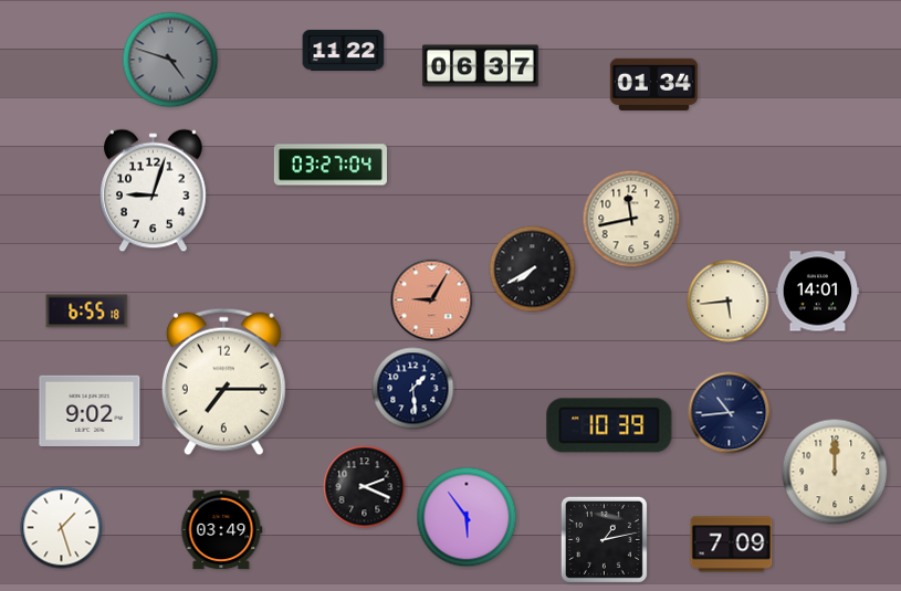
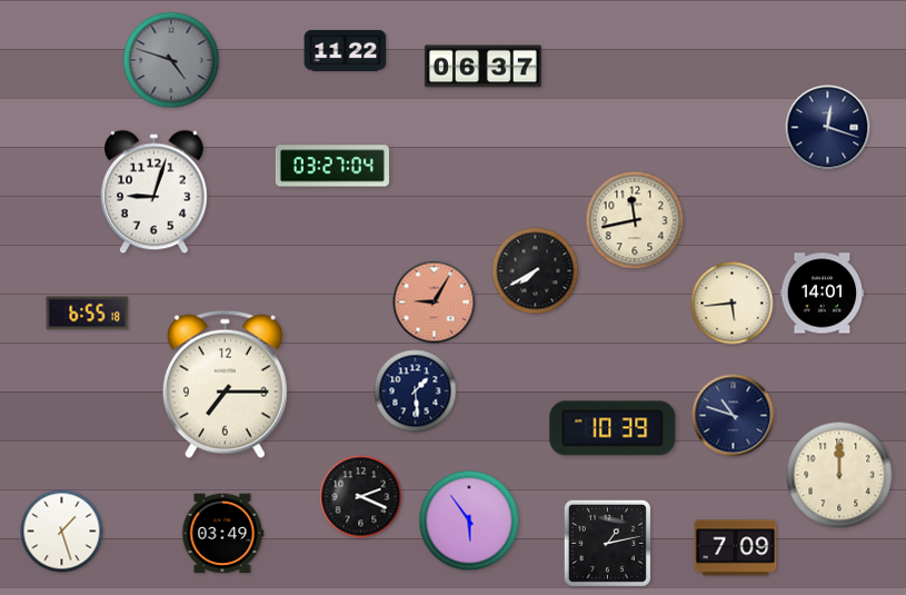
clock at (653, 84): 01:34 -> none
clock at (828, 128): none -> 12:18
clock at (90, 411): 9:02 -> none
clock at (730, 413): 10:44 -> 10:48
clock at (365, 487) position: (365, 487) -> (361, 497)
